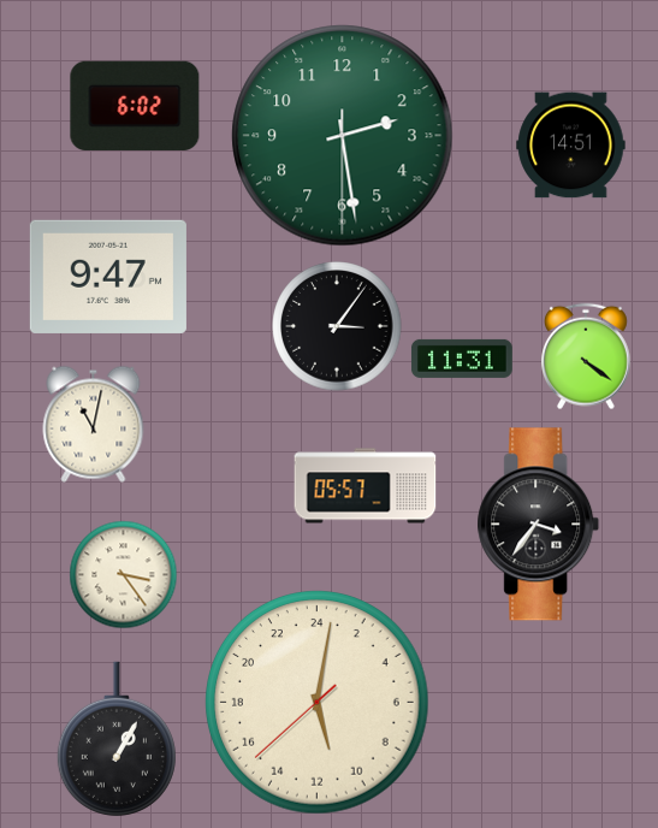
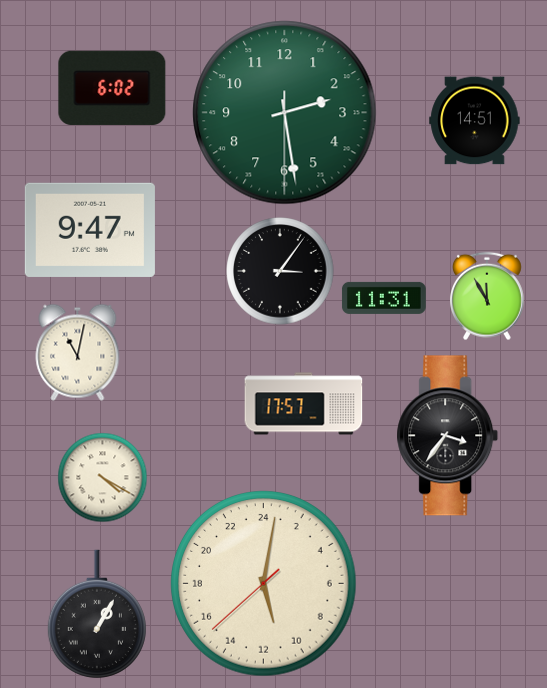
clock at (587, 356): 4:21 -> 11:55
clock at (366, 486): 05:57 -> 17:57
clock at (123, 574): 3:24 -> 4:20
